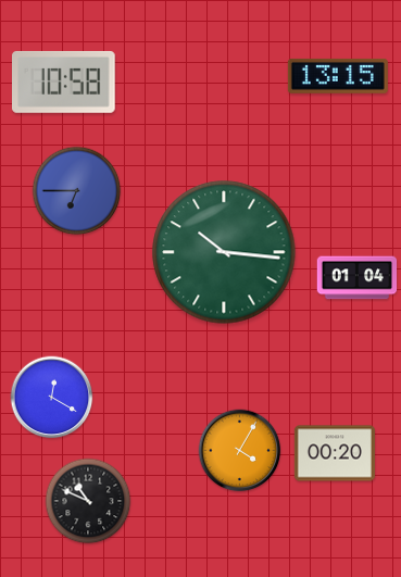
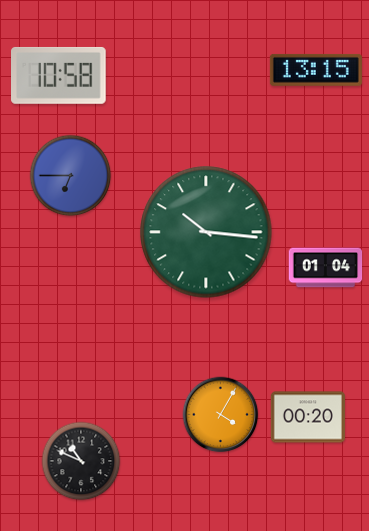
clock at (338, 76) position: (338, 76) -> (316, 70)
clock at (358, 278) position: (358, 278) -> (326, 268)
clock at (52, 398): 12:20 -> none
